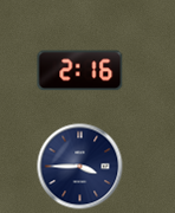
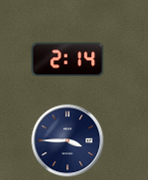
clock at (80, 71): 2:16 -> 2:14
